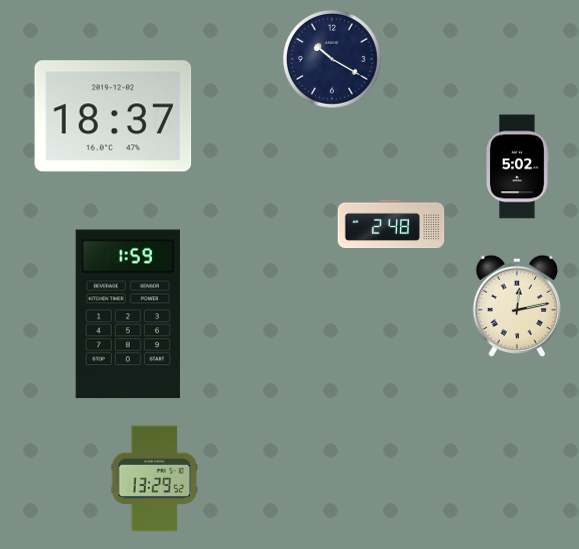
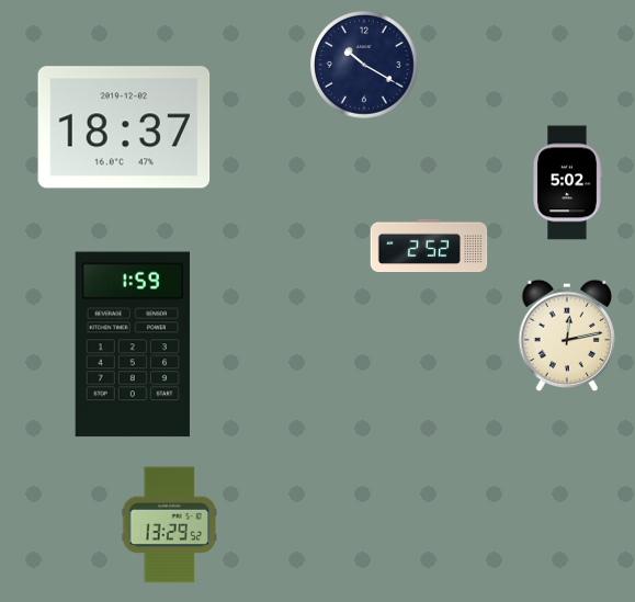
clock at (391, 224): 2:48 -> 2:52
clock at (128, 314) position: (128, 314) -> (133, 344)
